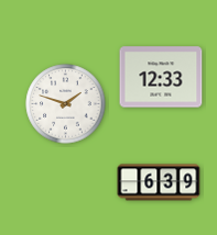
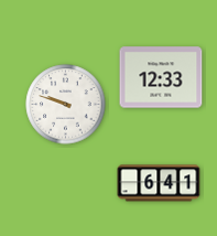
clock at (66, 104): 1:48 -> 9:48
clock at (159, 182): 6:39 -> 6:41
